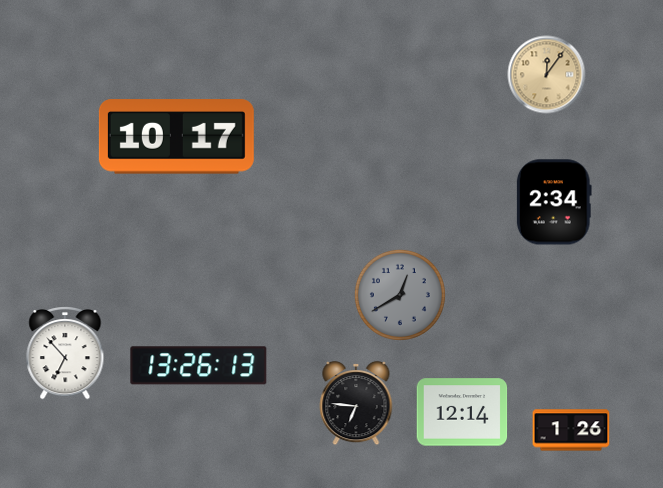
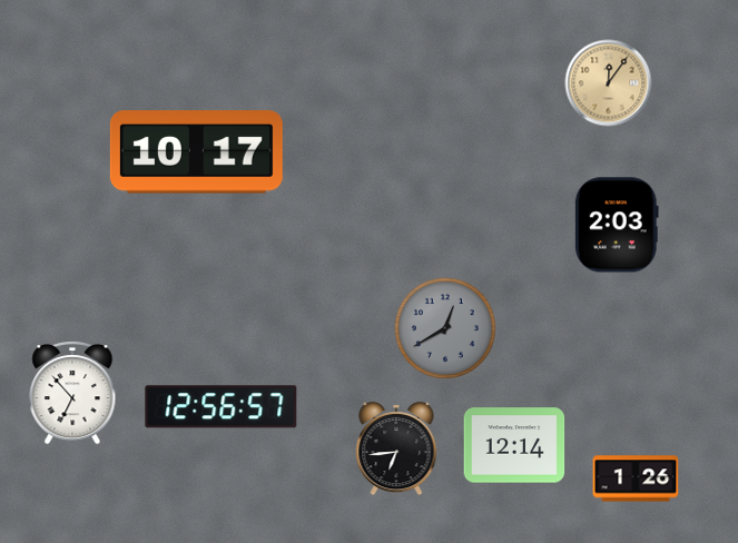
clock at (554, 202): 2:34 -> 2:03
clock at (199, 366): 13:26 -> 12:56
clock at (356, 403): 6:46 -> 6:44
clock at (462, 412) position: (462, 412) -> (514, 445)
